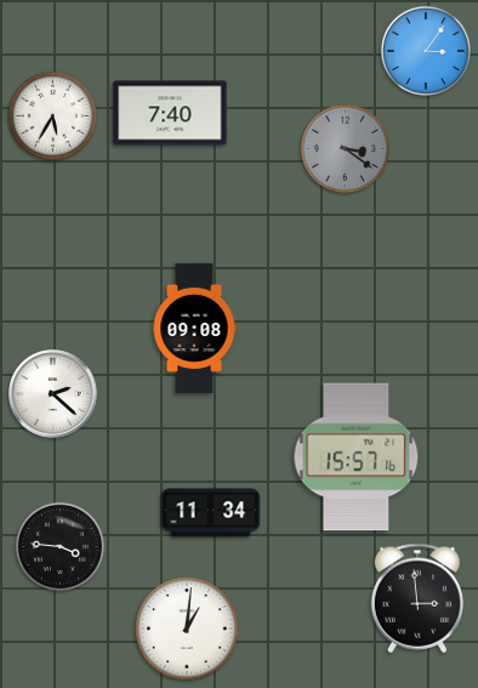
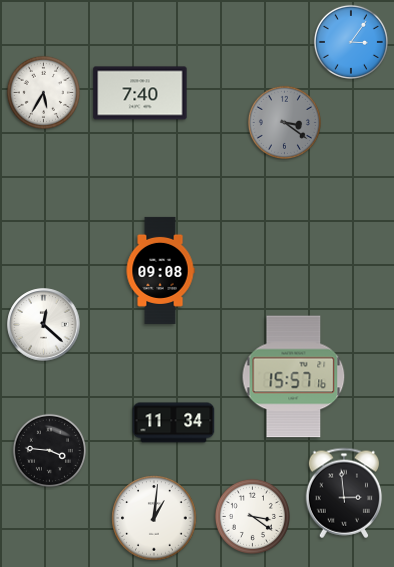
clock at (52, 115) position: (52, 115) -> (43, 92)
clock at (53, 394): 2:22 -> 12:22
clock at (252, 516): none -> 3:21
